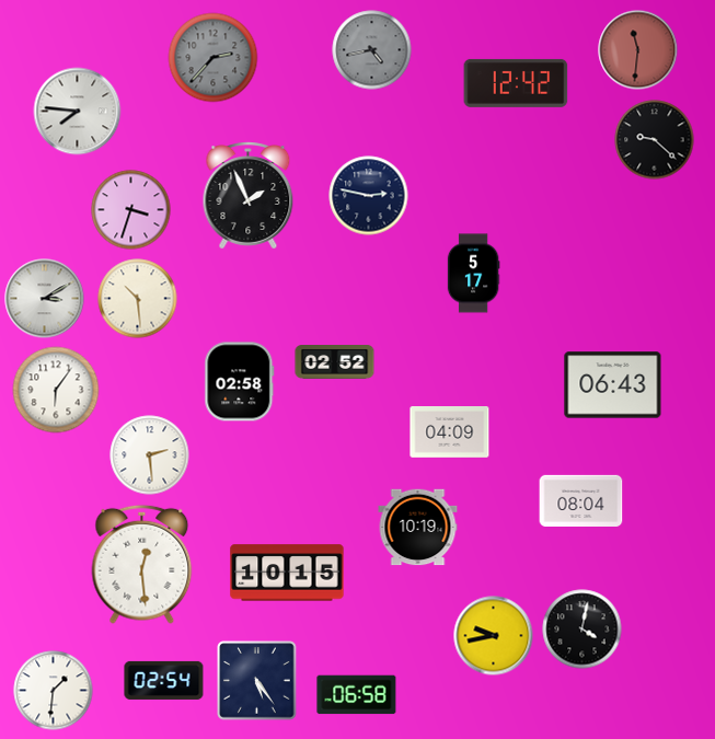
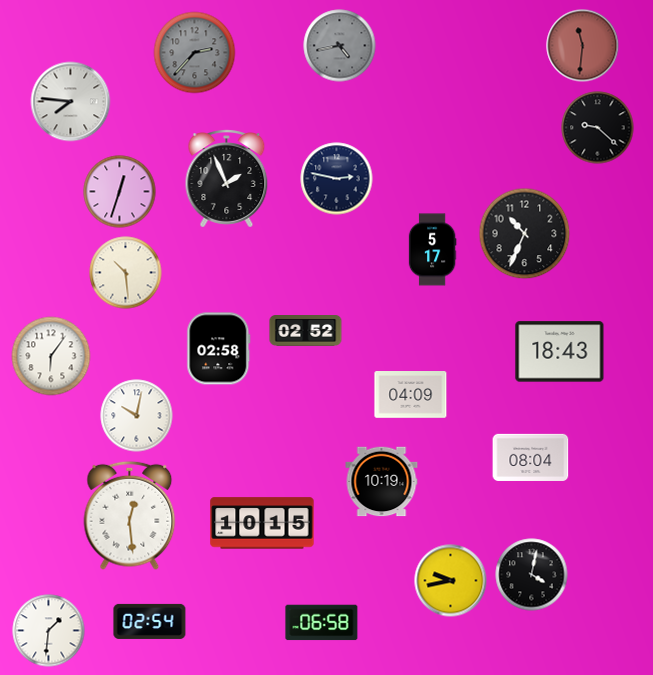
clock at (516, 83): 12:42 -> none
clock at (131, 210): 3:33 -> 12:33
clock at (525, 234): none -> 10:34
clock at (45, 299): 3:10 -> none
clock at (613, 385): 06:43 -> 18:43
clock at (150, 455): 2:29 -> 10:02
clock at (257, 681): 5:24 -> none
clock at (357, 695) position: (357, 695) -> (322, 623)
